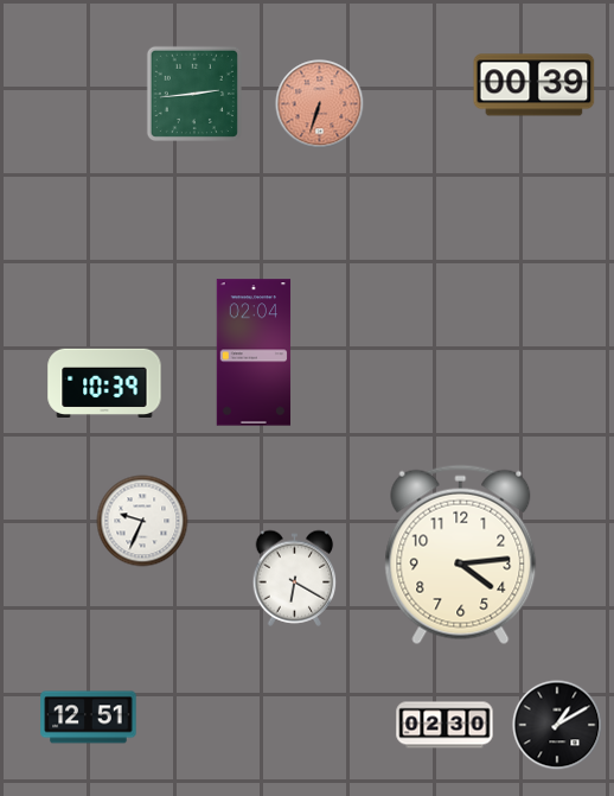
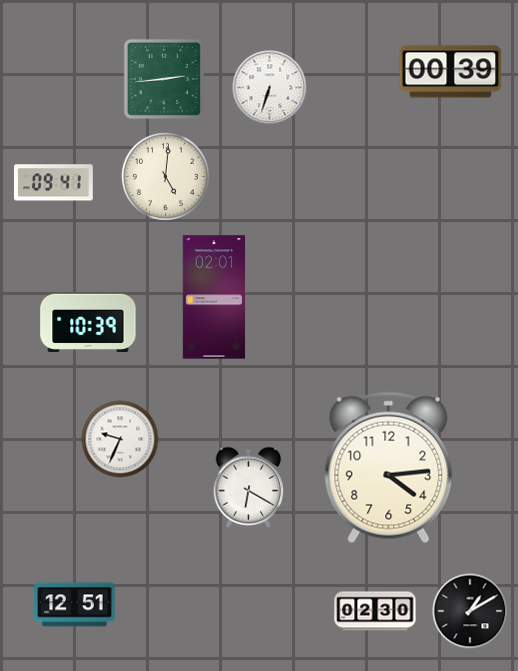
clock at (320, 104) dial: salmon -> white
clock at (165, 176): none -> 5:01
clock at (53, 183): none -> 09:41
clock at (254, 352): 02:04 -> 02:01
